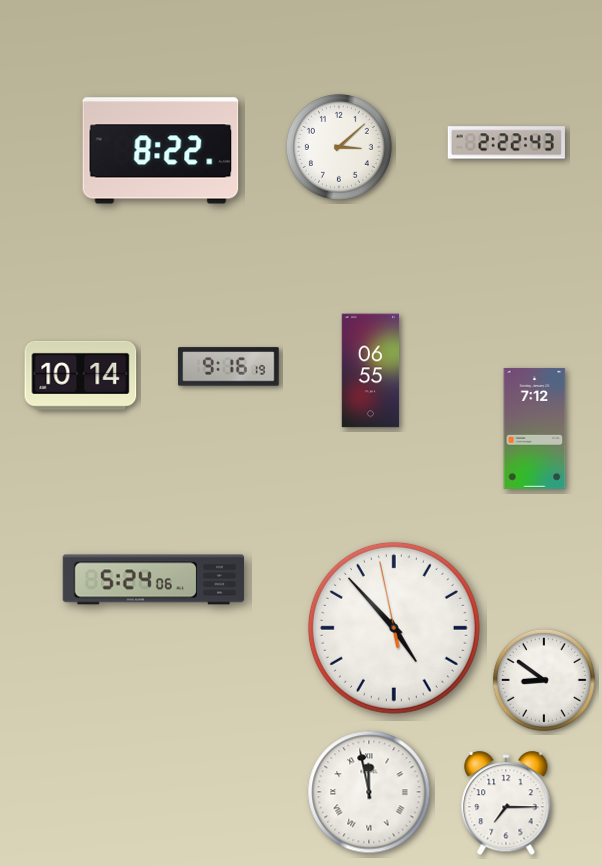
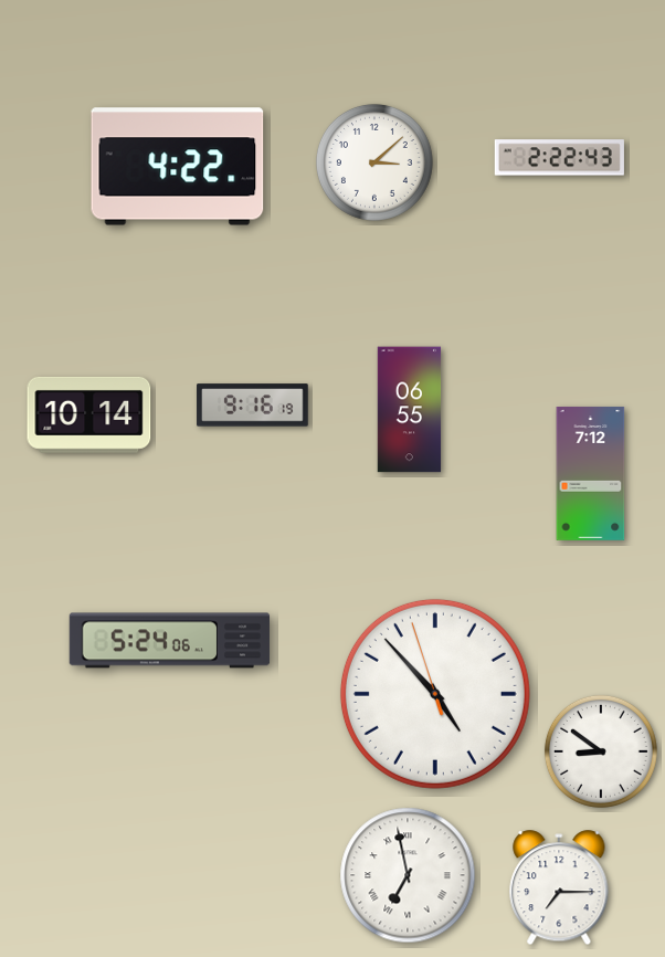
clock at (161, 151): 8:22 -> 4:22
clock at (394, 628): 4:52:58 -> 4:52:57
clock at (369, 792): 11:58 -> 6:58
